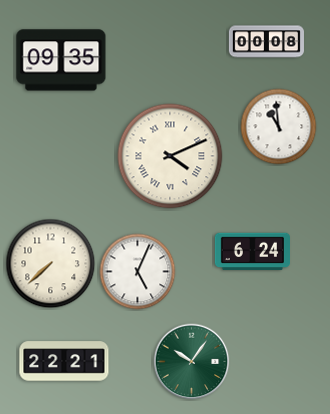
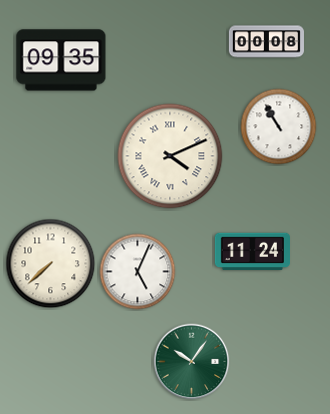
clock at (279, 127): 10:59 -> 10:55
clock at (252, 252): 6:24 -> 11:24
clock at (64, 361): 22:21 -> none
